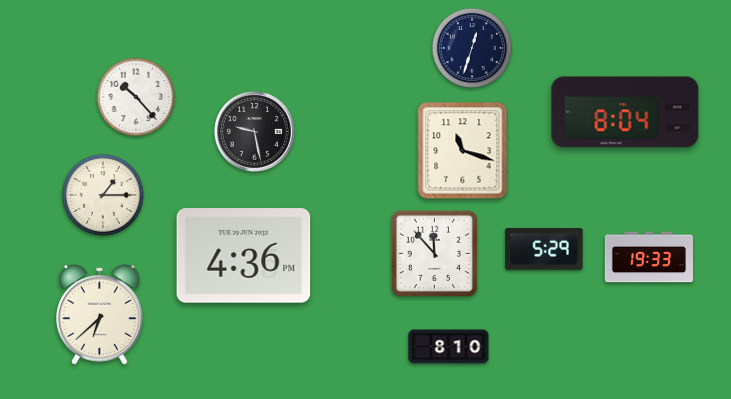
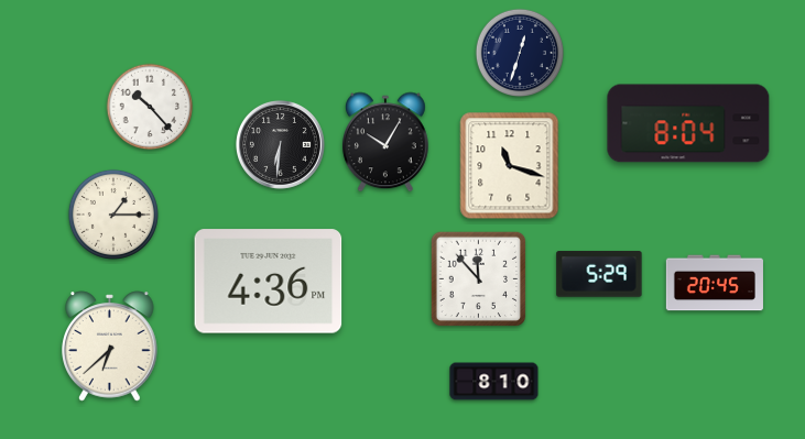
clock at (385, 142): none -> 10:05
clock at (254, 131): 9:28 -> 6:31
clock at (649, 257): 19:33 -> 20:45
